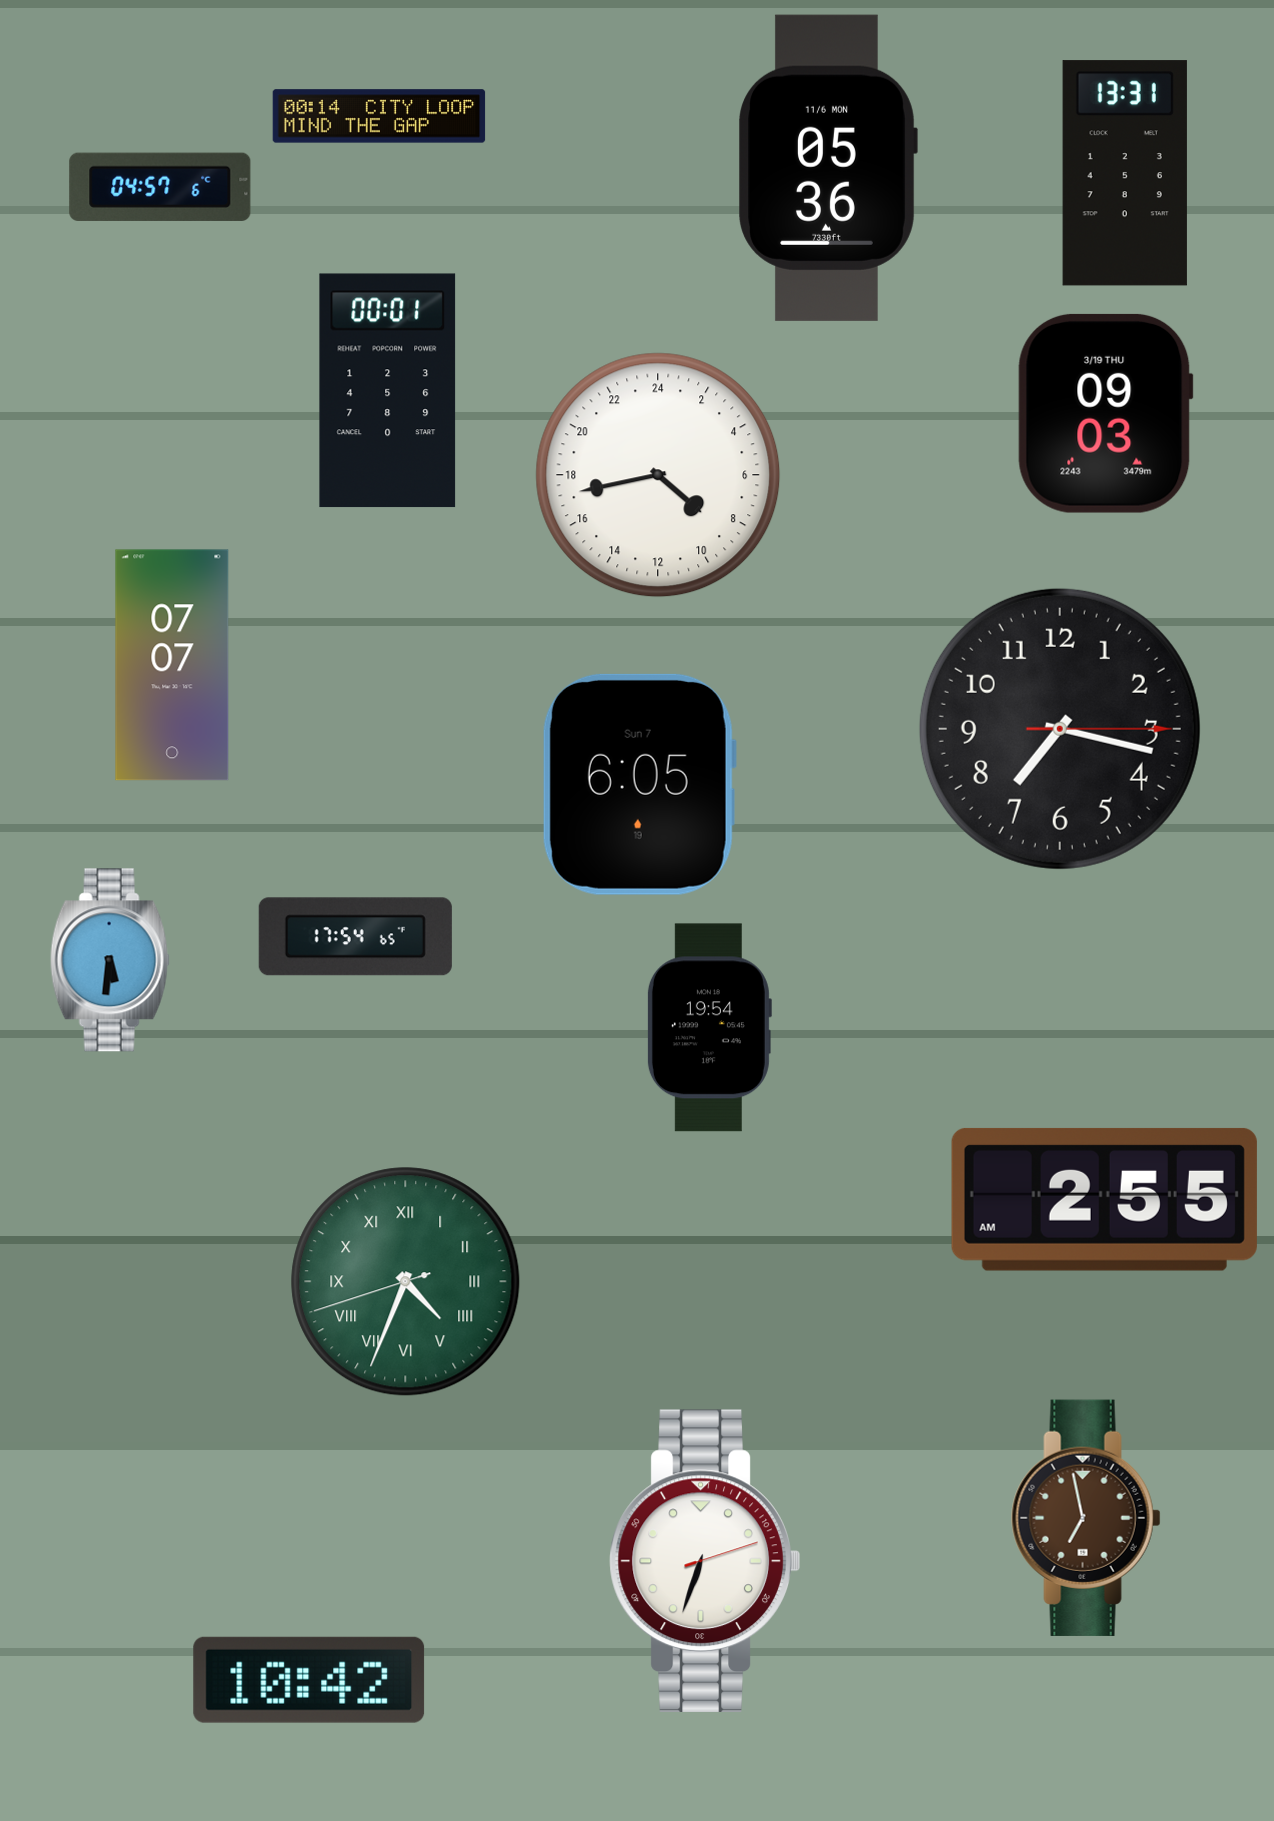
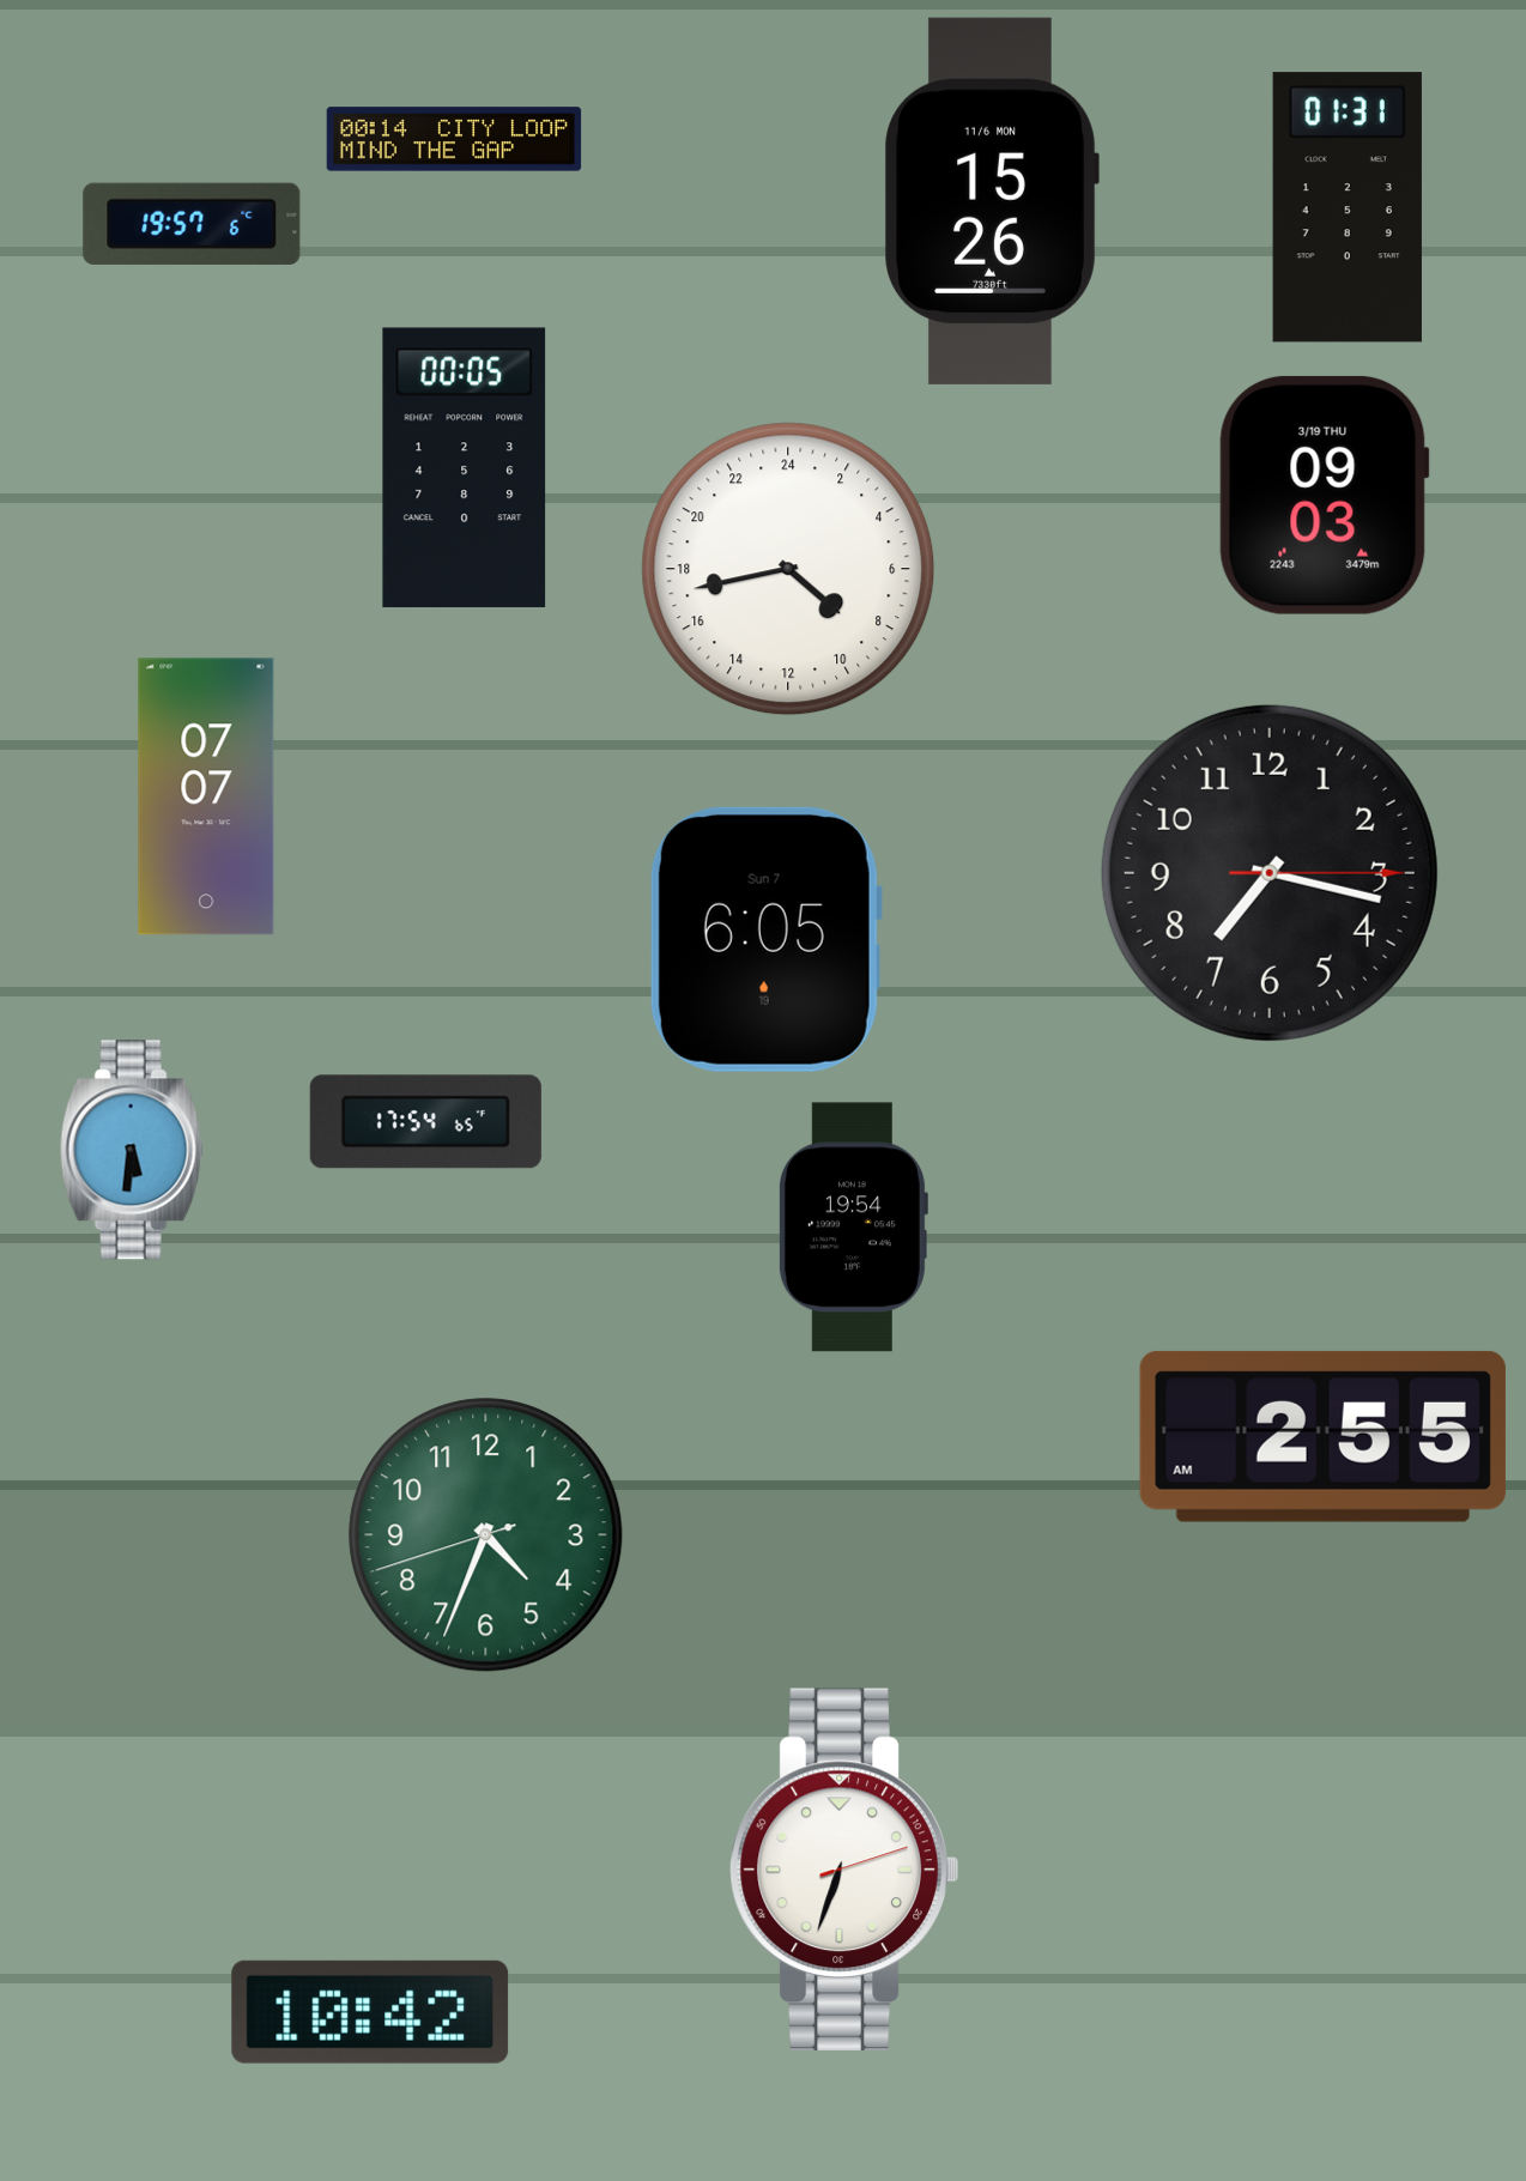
clock at (828, 168): 05:36 -> 15:26
clock at (1125, 173): 13:31 -> 01:31
clock at (160, 187): 04:57 -> 19:57
clock at (388, 391): 00:01 -> 00:05
clock at (709, 1028) position: (709, 1028) -> (853, 1228)
clock at (406, 1282) numerals: Roman -> Arabic
clock at (1086, 1518): 6:58 -> none
